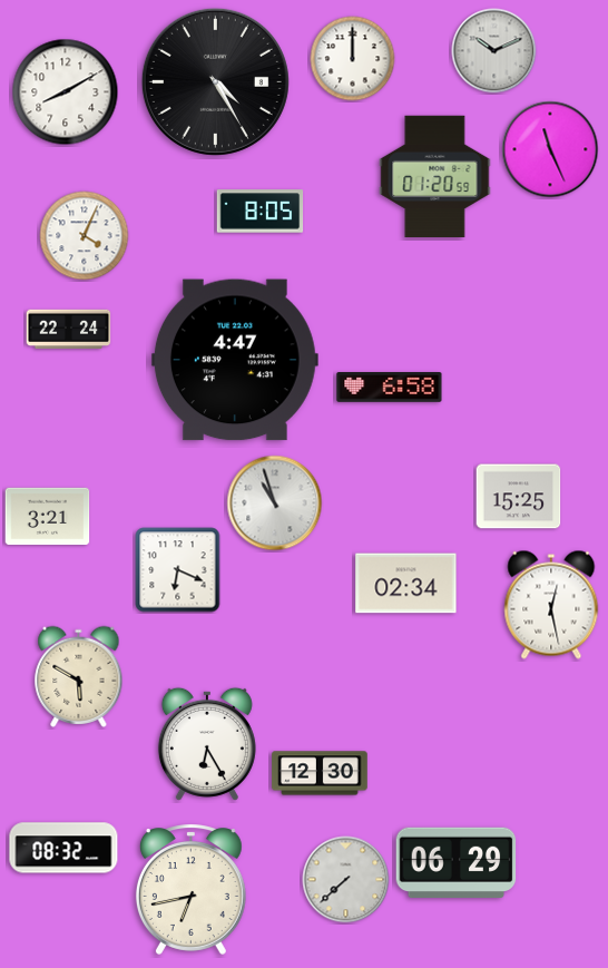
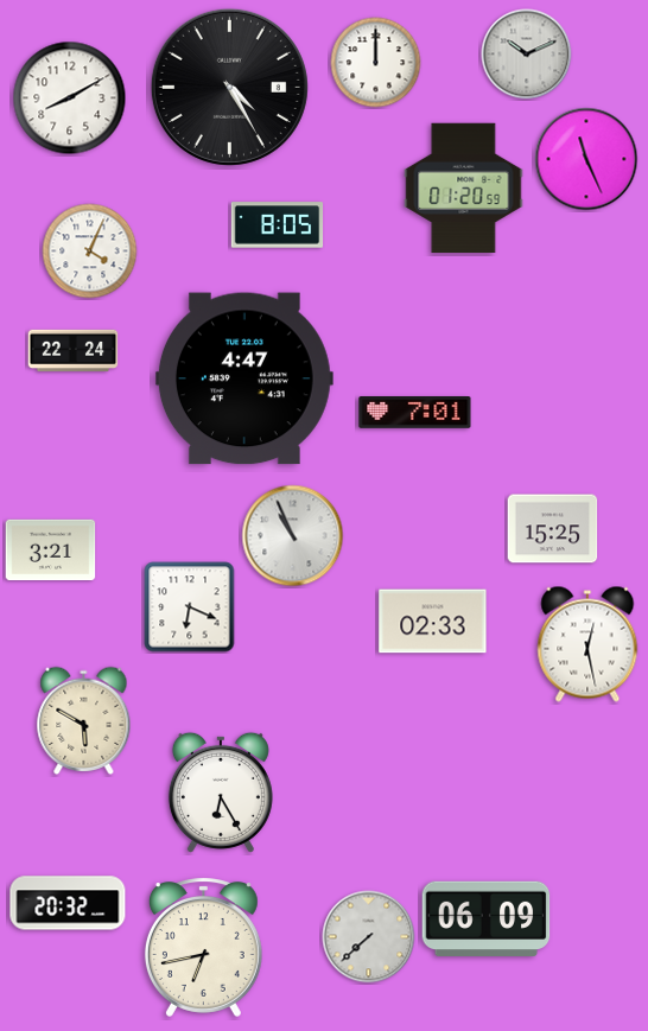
clock at (235, 360) position: (235, 360) -> (244, 378)
clock at (390, 388): 6:58 -> 7:01
clock at (275, 503): 10:57 -> 10:56
clock at (406, 584): 02:34 -> 02:33
clock at (320, 773): 12:30 -> none
clock at (63, 848): 08:32 -> 20:32
clock at (457, 863): 06:29 -> 06:09
